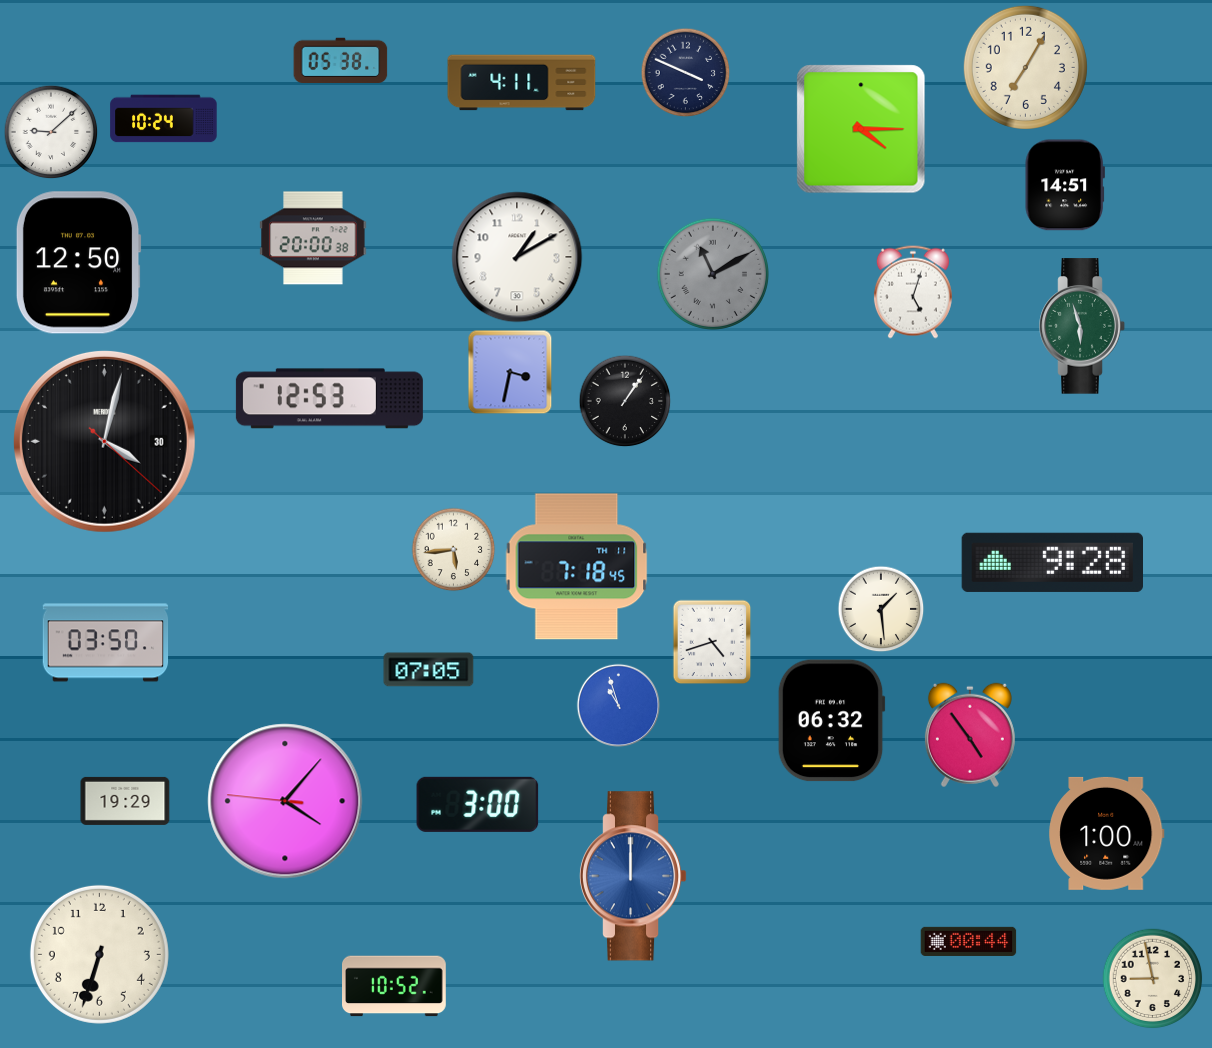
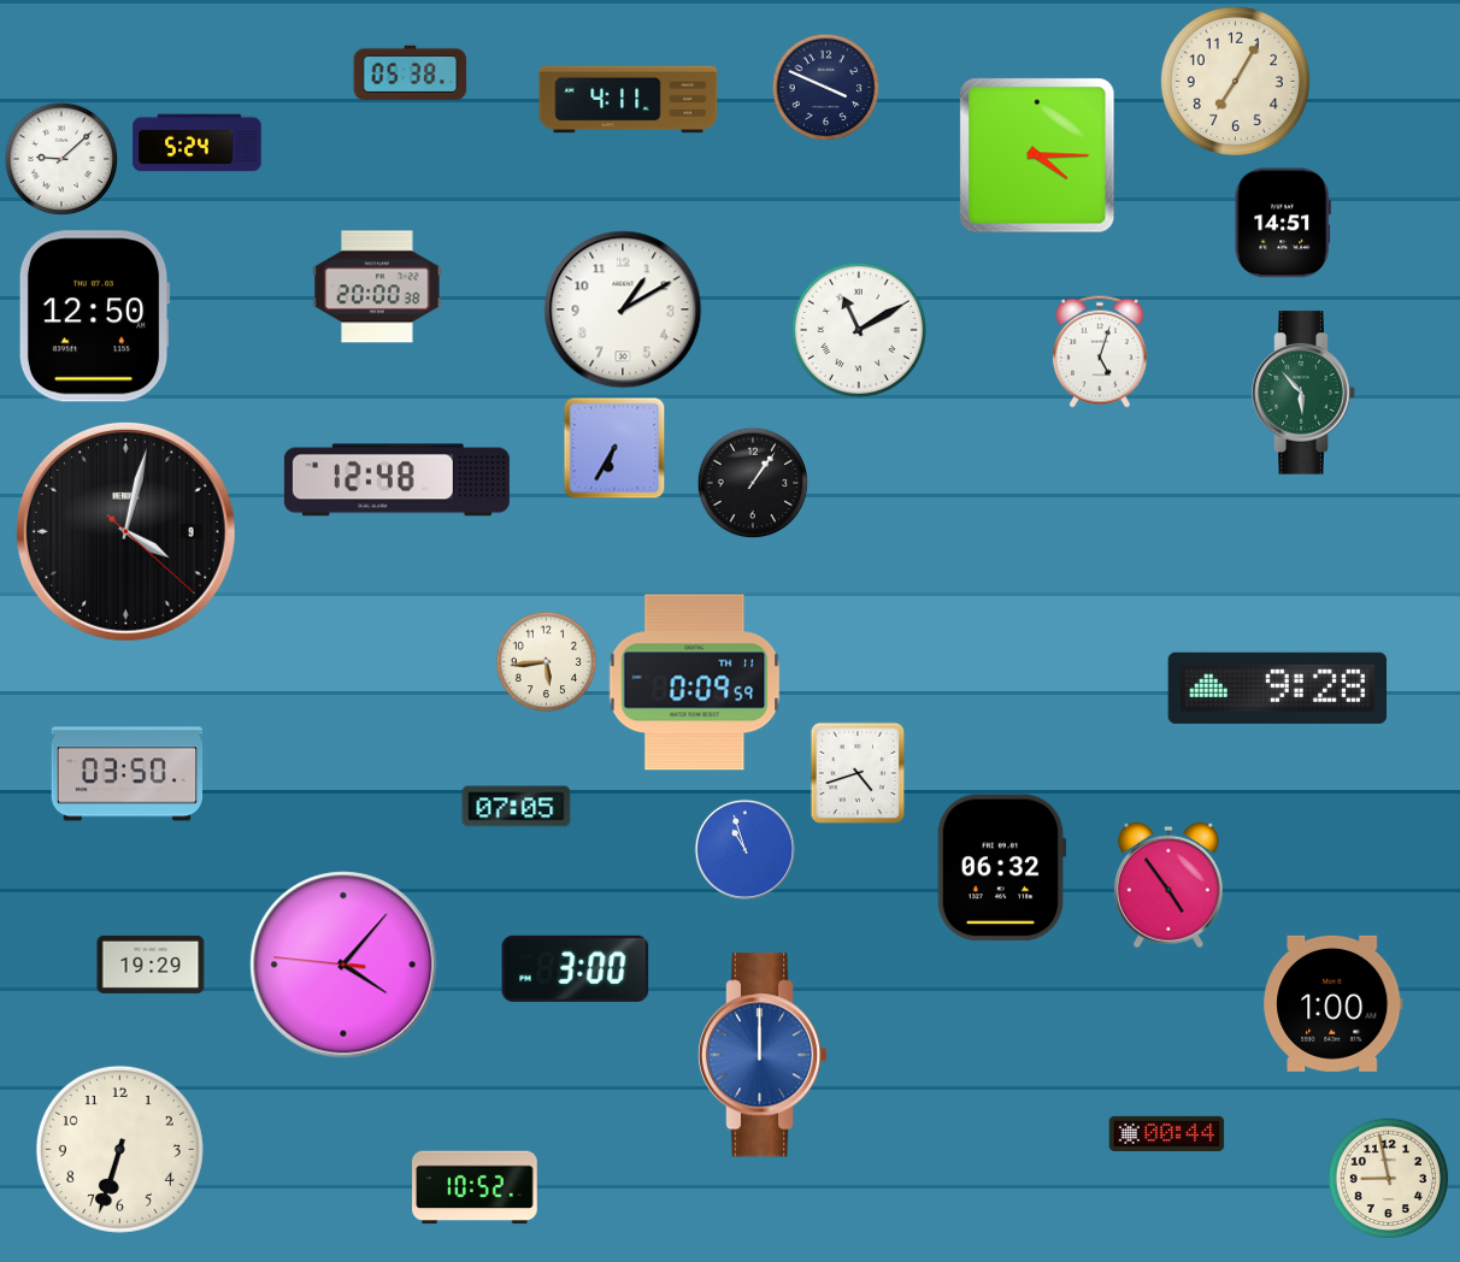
clock at (164, 119): 10:24 -> 5:24
clock at (713, 274) dial: grey -> white
clock at (1082, 326): 5:57 -> 5:53
clock at (510, 372): 3:32 -> 6:35
clock at (329, 399): 12:53 -> 12:48
clock at (104, 441) date: 30 -> 9
clock at (1053, 562) position: (1053, 562) -> (1278, 688)
clock at (577, 567): 7:18 -> 0:09
clock at (881, 609): 1:29 -> none
